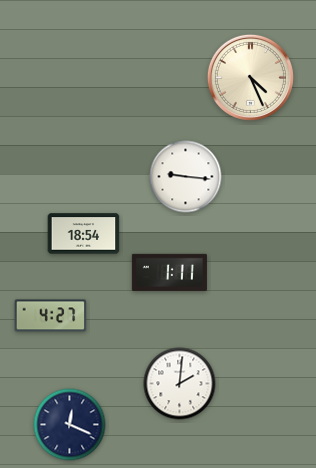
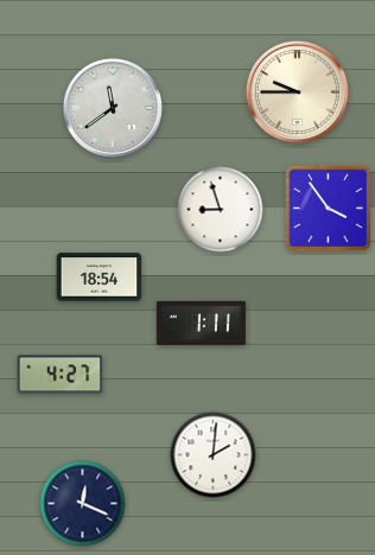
clock at (250, 77): 4:26 -> 9:45
clock at (113, 108): none -> 11:39
clock at (329, 209): none -> 3:54
clock at (186, 177): 9:16 -> 8:57
